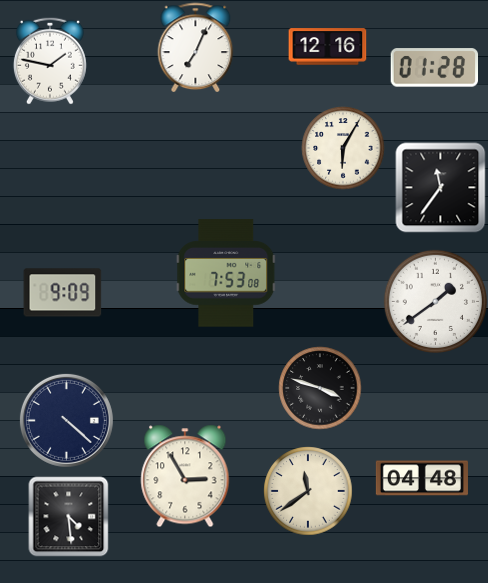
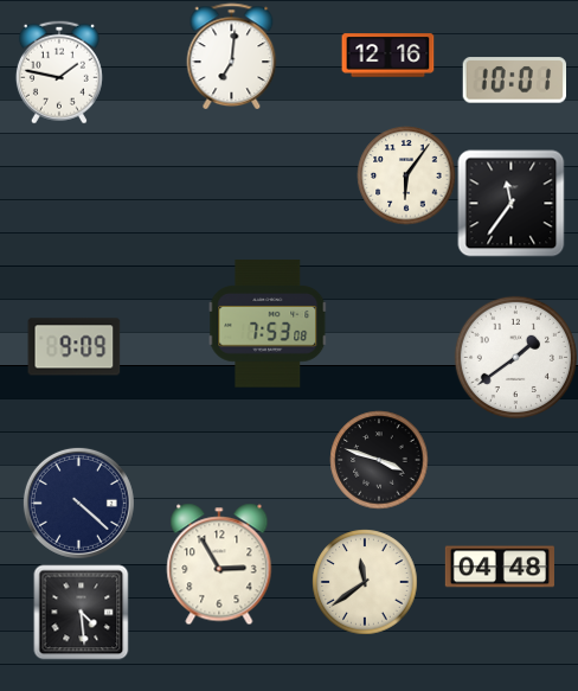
clock at (196, 47): 7:04 -> 7:01
clock at (434, 68): 01:28 -> 10:01
clock at (343, 148): 6:05 -> 6:06
clock at (440, 187) position: (440, 187) -> (510, 203)
clock at (66, 420) position: (66, 420) -> (78, 503)
